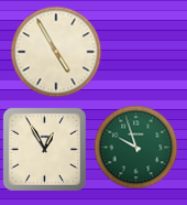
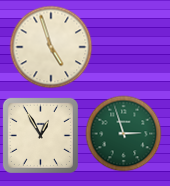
clock at (56, 52): 4:55 -> 4:57
clock at (136, 148): 9:57 -> 2:57
